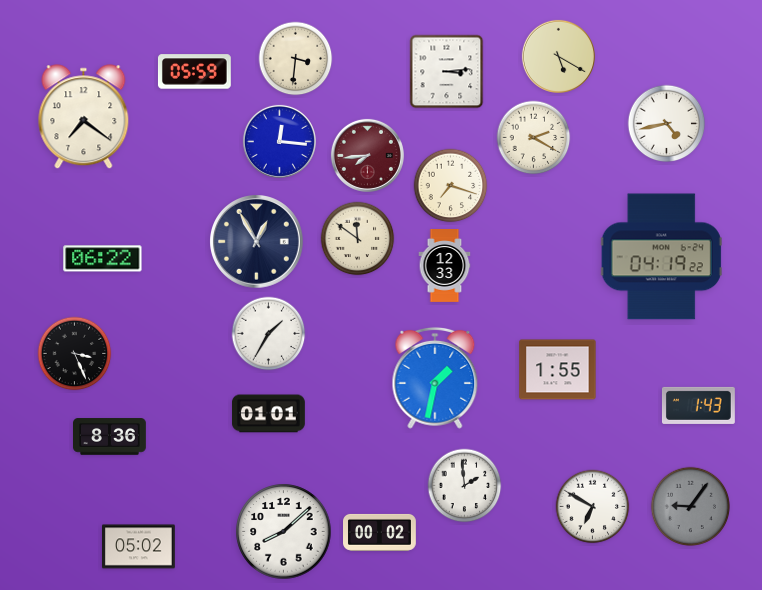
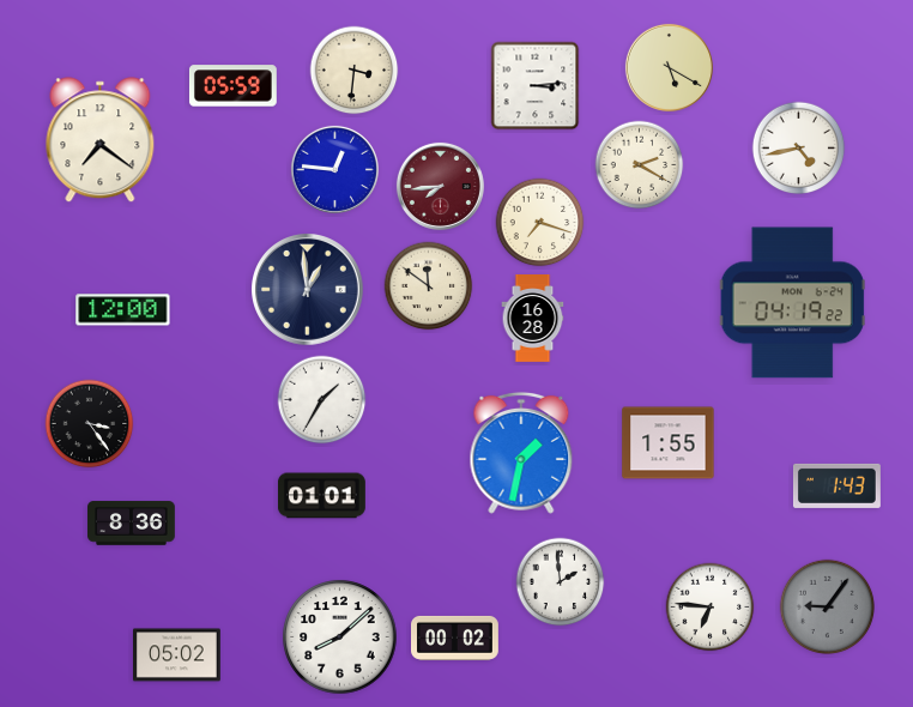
clock at (279, 141): 12:16 -> 12:46
clock at (257, 242): 12:55 -> 12:59
clock at (661, 257) position: (661, 257) -> (792, 303)
clock at (103, 259): 06:22 -> 12:00
clock at (445, 266): 12:33 -> 16:28
clock at (75, 354): 3:26 -> 3:24
clock at (465, 486) position: (465, 486) -> (561, 582)
clock at (593, 507): 6:50 -> 6:46
clock at (139, 547) position: (139, 547) -> (177, 655)
